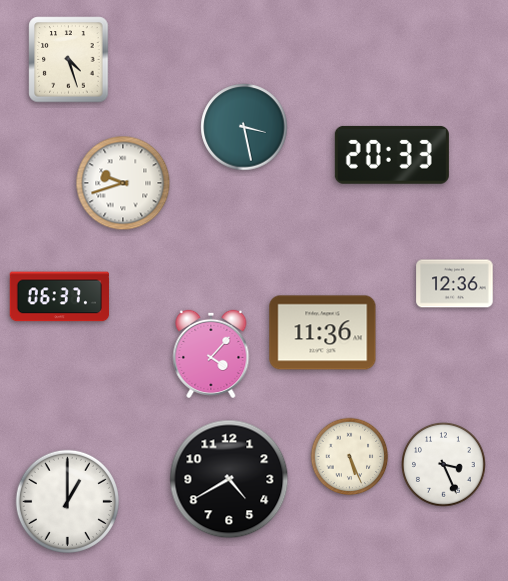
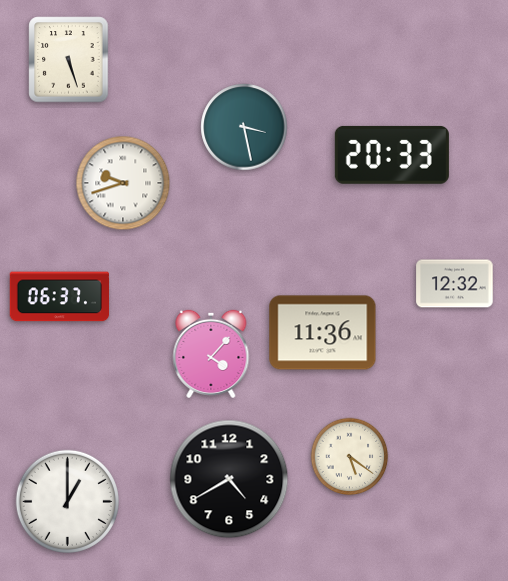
clock at (69, 60): 4:27 -> 5:27
clock at (455, 284): 12:36 -> 12:32
clock at (350, 457): 5:26 -> 5:21
clock at (444, 465): 3:26 -> none
